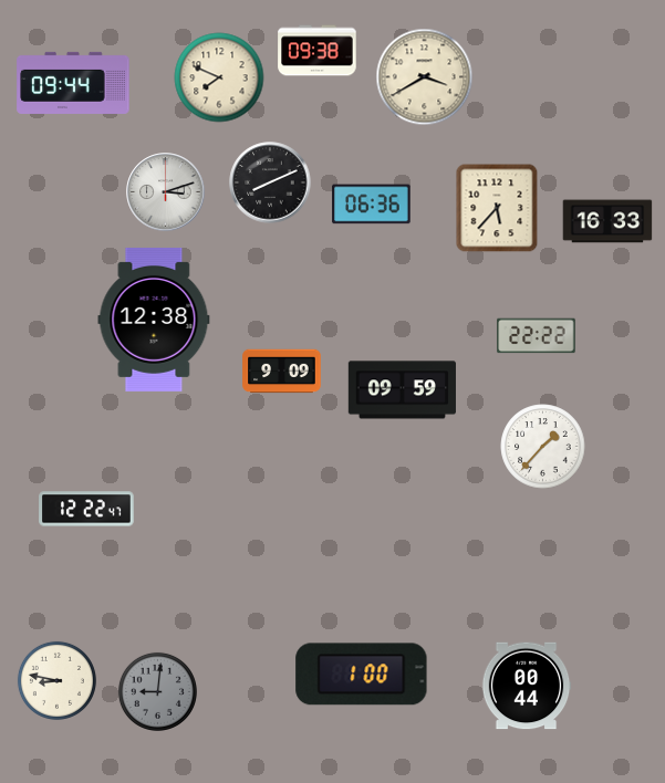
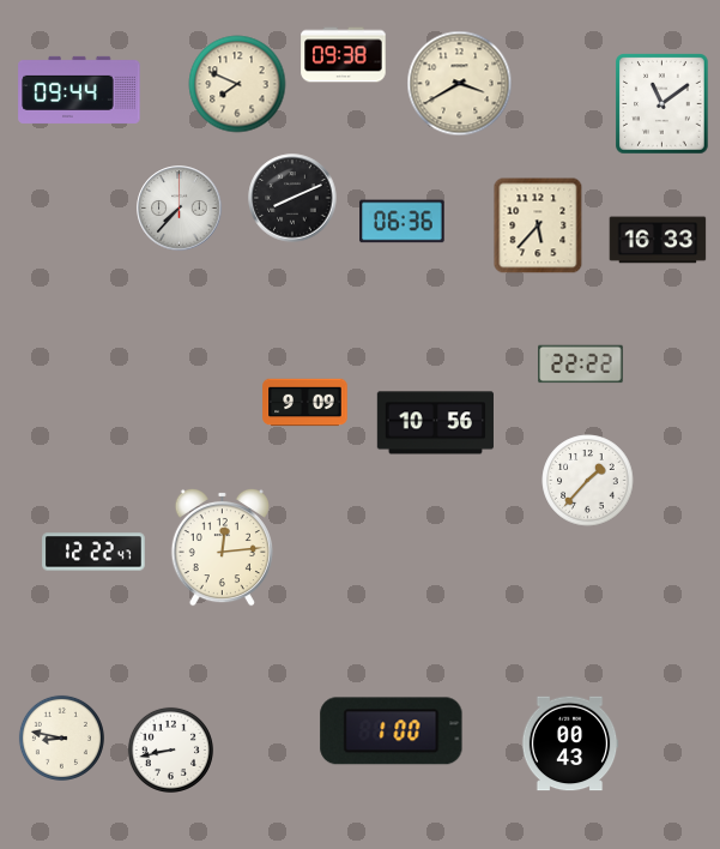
clock at (662, 104): none -> 11:09
clock at (166, 192): 3:12 -> 7:37
clock at (154, 320): 12:38 -> none
clock at (402, 390): 09:59 -> 10:56
clock at (543, 447) position: (543, 447) -> (588, 481)
clock at (222, 547): none -> 12:14
clock at (527, 686): 00:44 -> 00:43
clock at (157, 691): 9:01 -> 8:43
clock at (157, 691) dial: grey -> white
